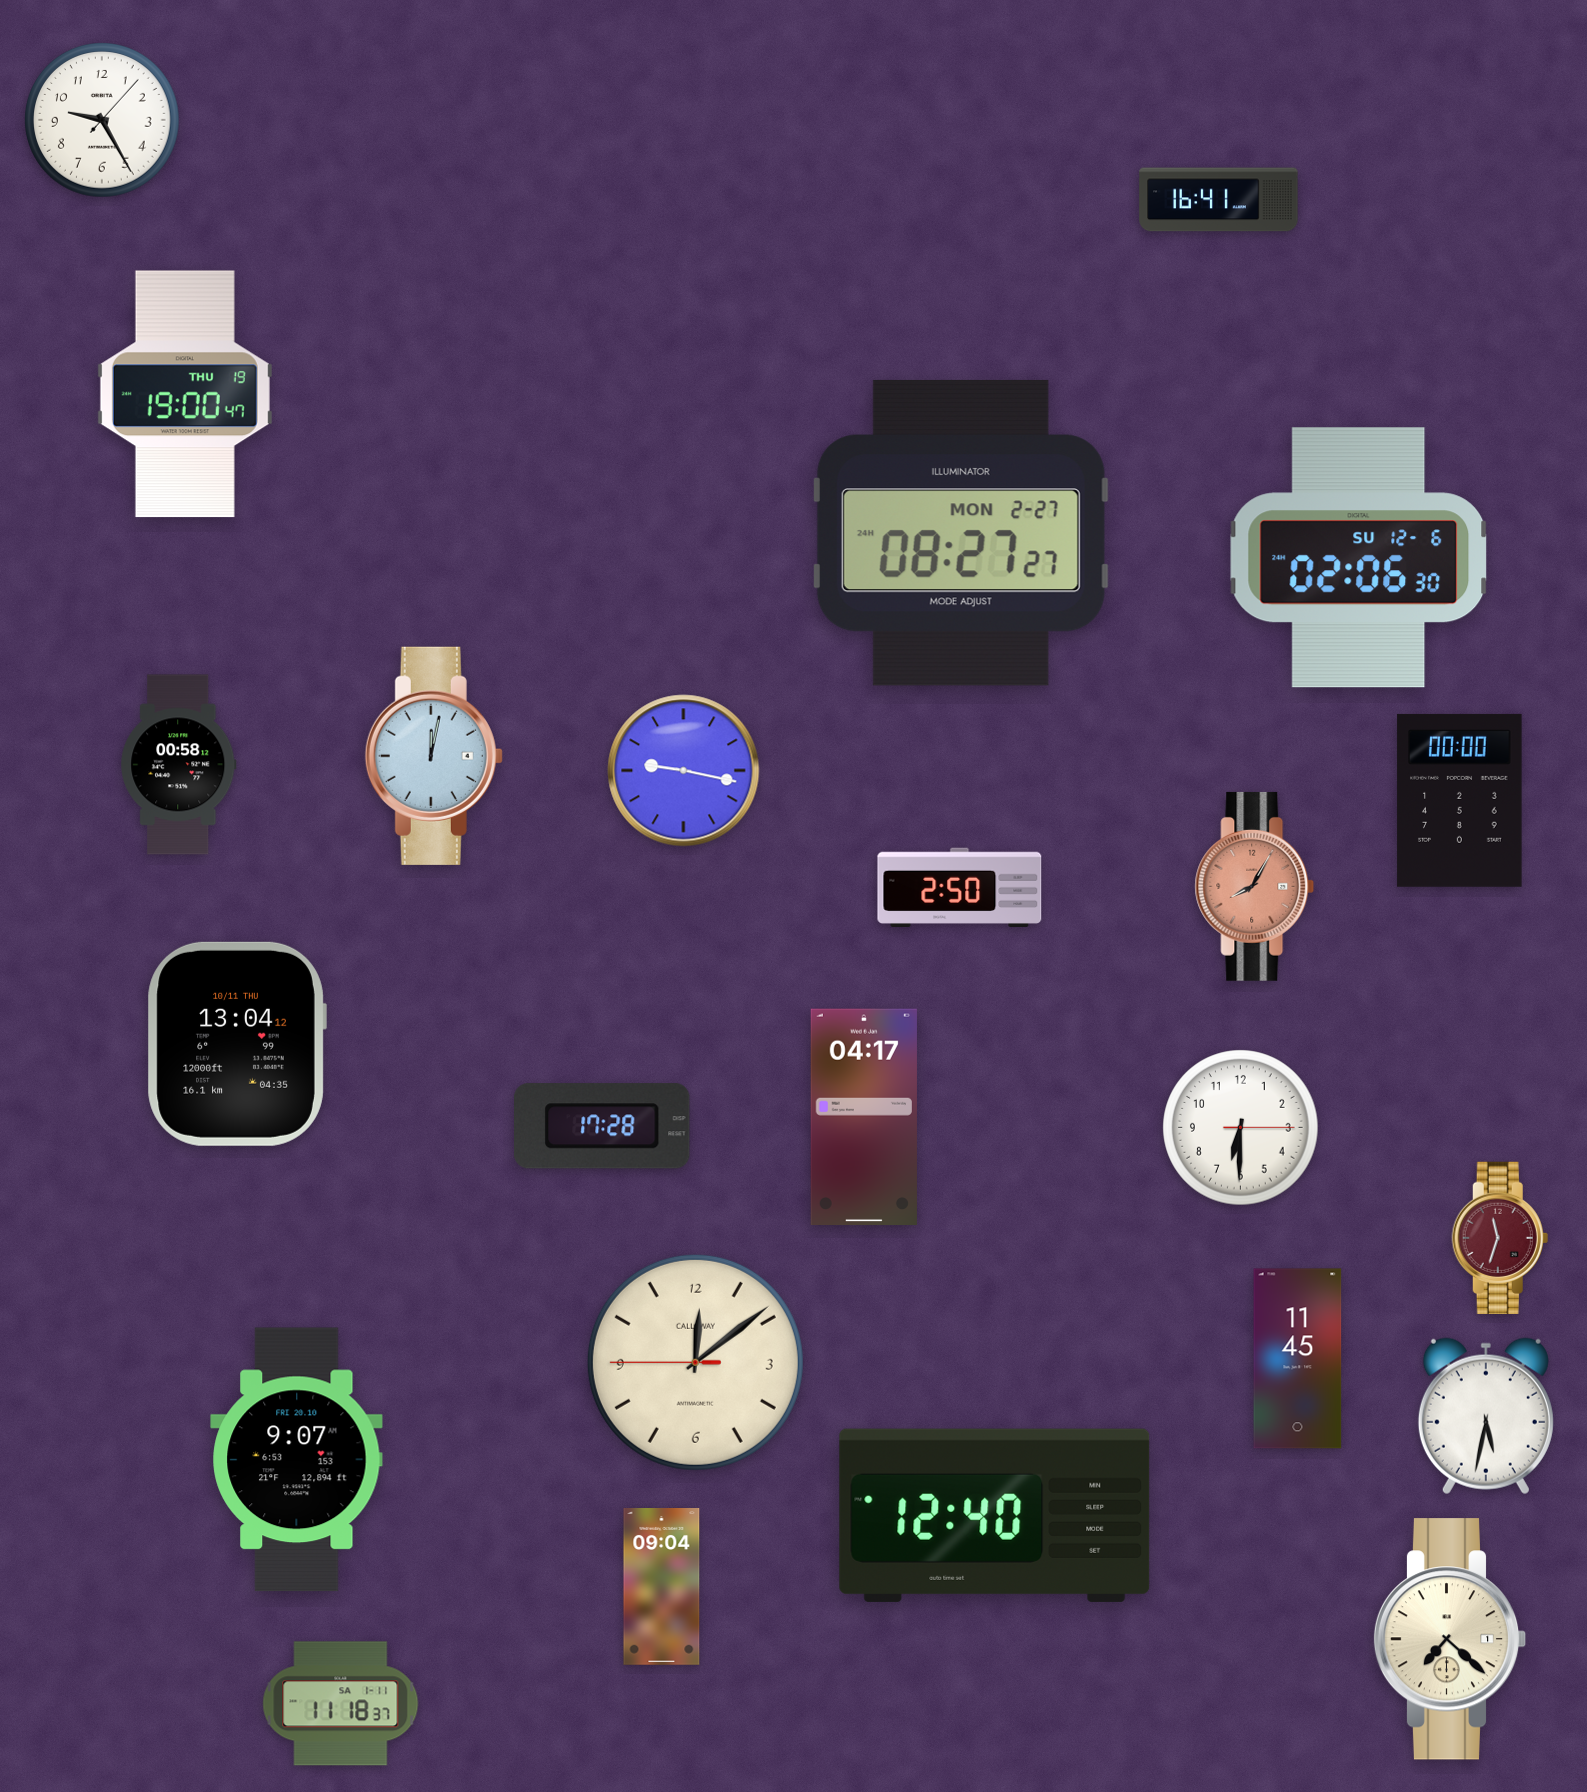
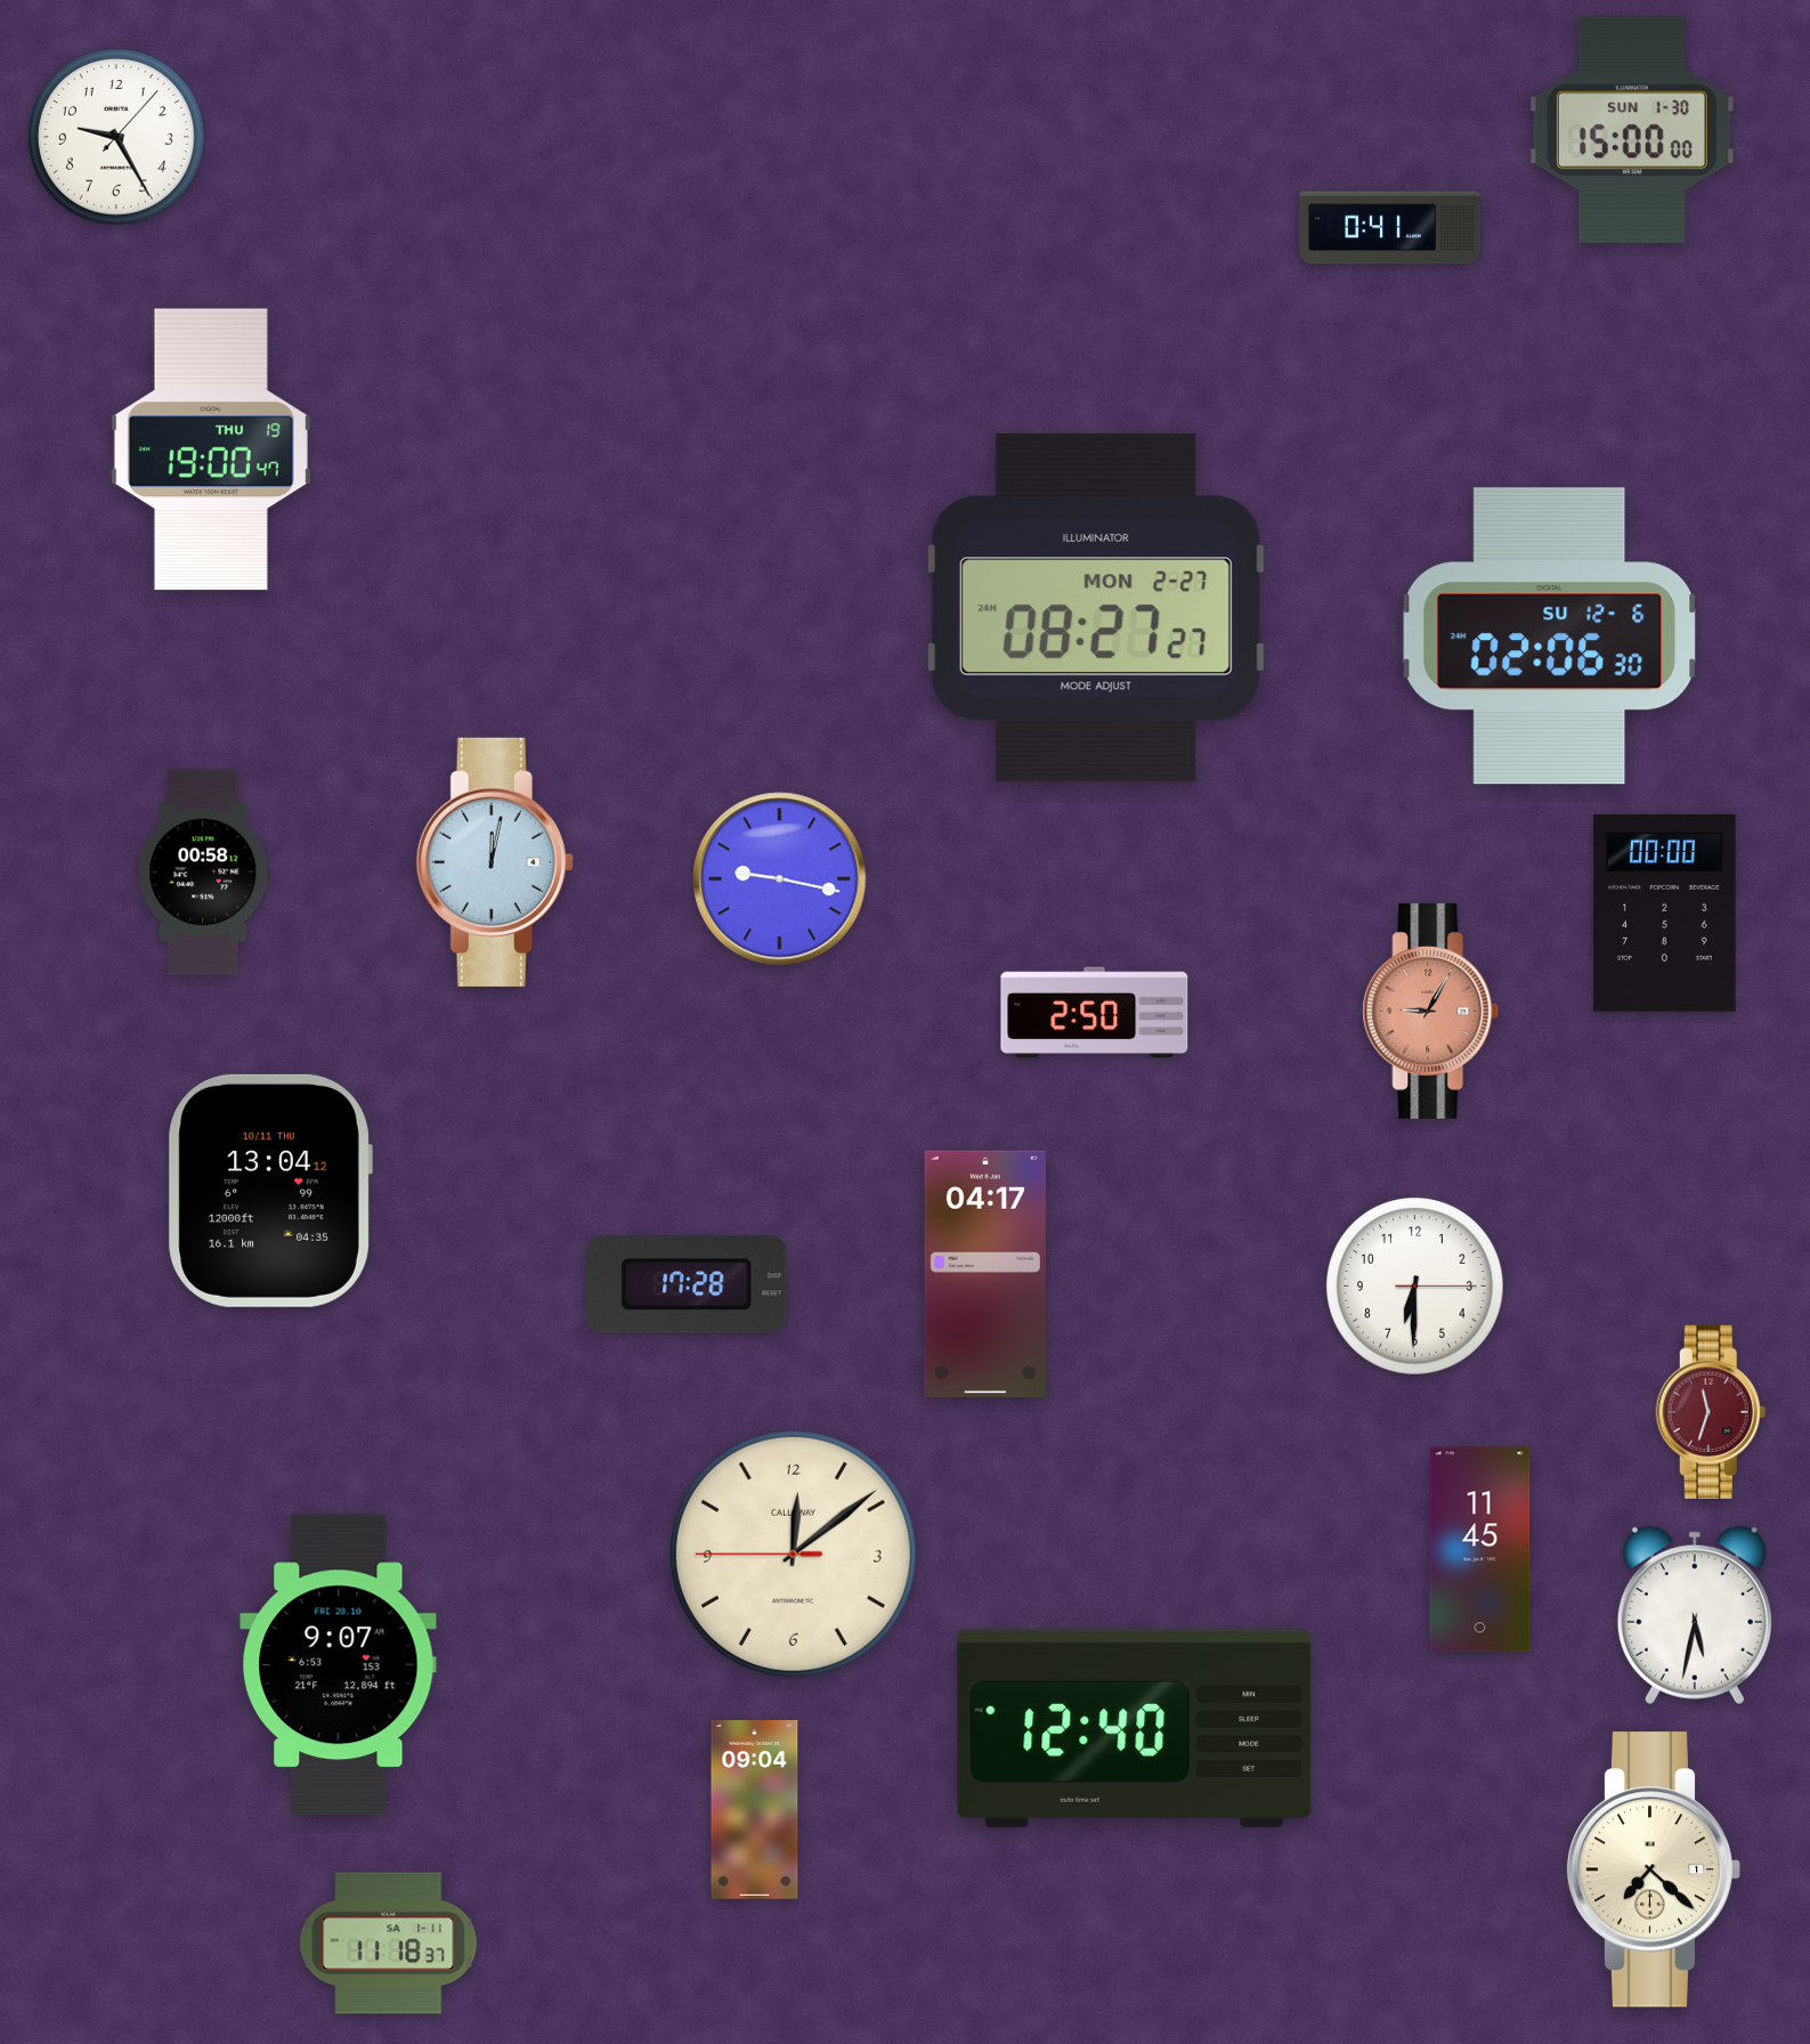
clock at (1632, 130): none -> 15:00
clock at (1219, 200): 16:41 -> 0:41
clock at (1255, 886): 8:05 -> 9:05
